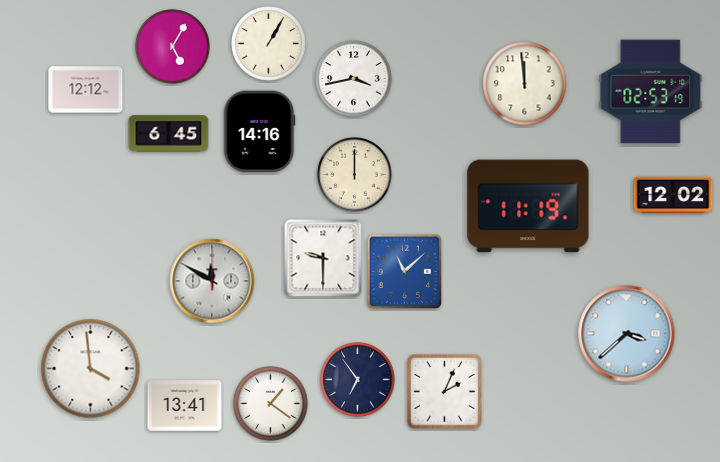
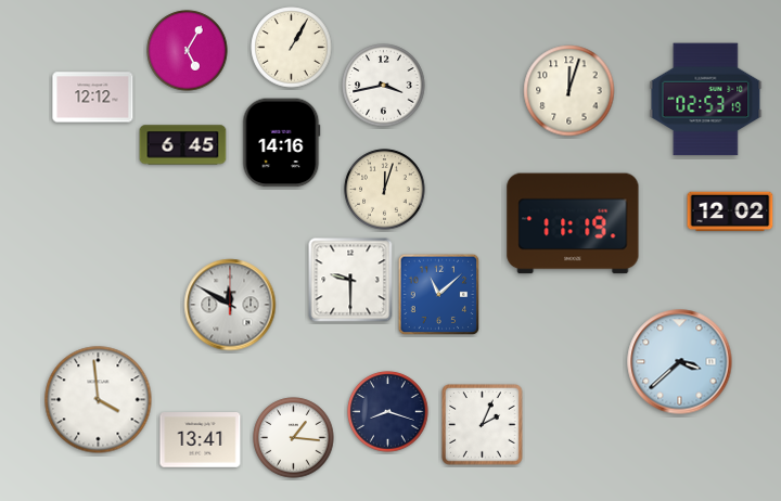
clock at (525, 84): 11:59 -> 12:03
clock at (355, 175): 12:00 -> 12:03
clock at (358, 380): 6:54 -> 8:18
clock at (271, 404): 1:21 -> 1:16
